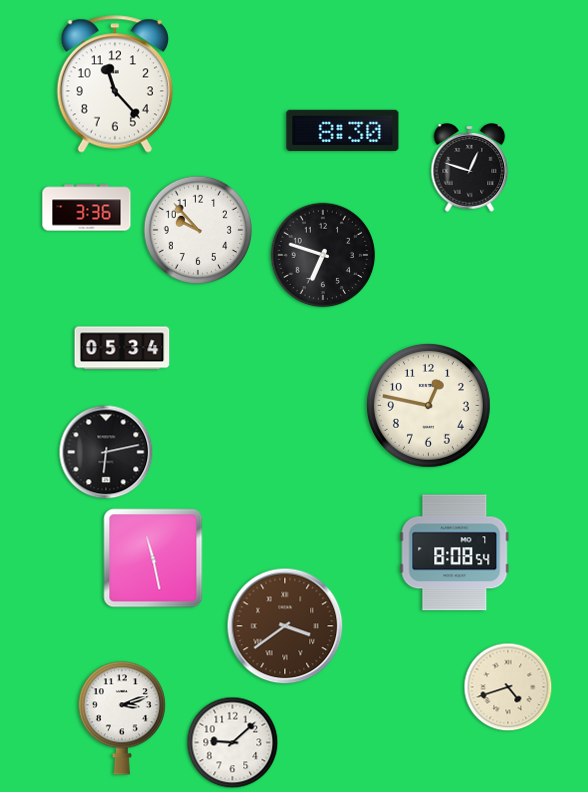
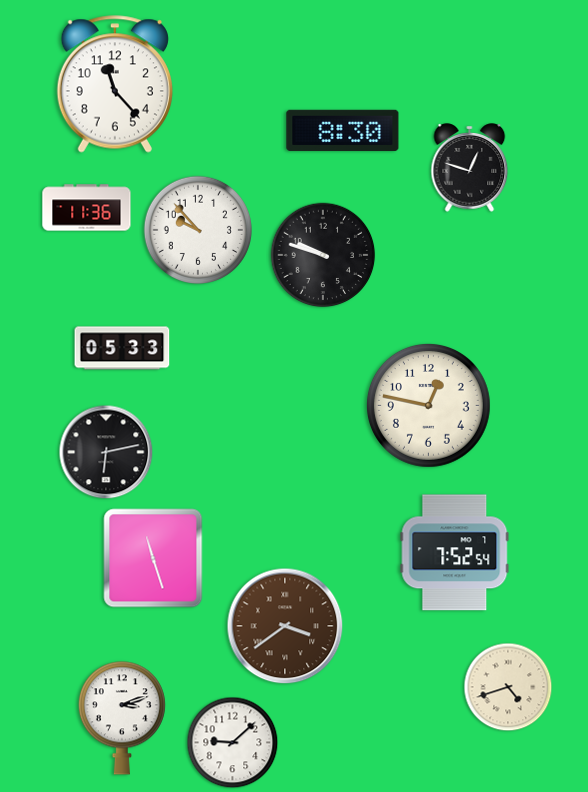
clock at (87, 208): 3:36 -> 11:36
clock at (323, 255): 6:48 -> 9:48
clock at (122, 348): 05:34 -> 05:33
clock at (455, 553): 8:08 -> 7:52
clock at (153, 558): 11:28 -> 11:27
